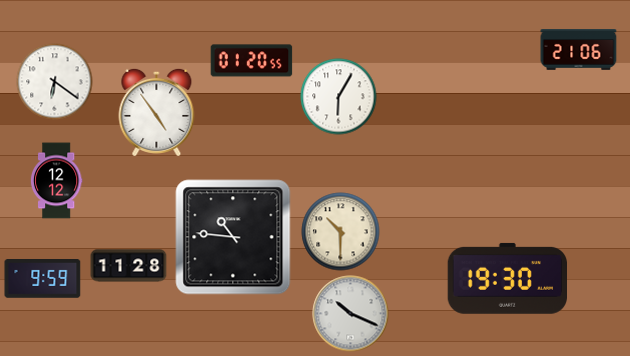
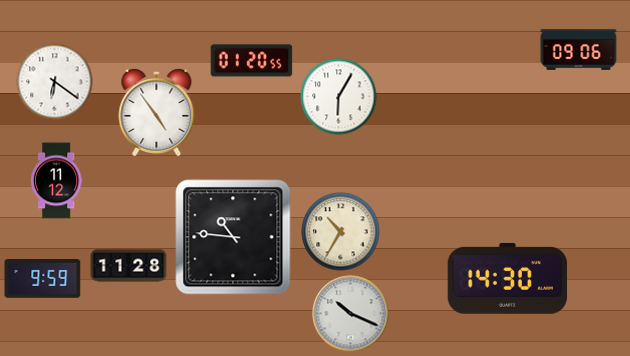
clock at (579, 50): 21:06 -> 09:06
clock at (56, 181): 12:12 -> 11:12
clock at (341, 232): 10:30 -> 10:35
clock at (507, 278): 19:30 -> 14:30
